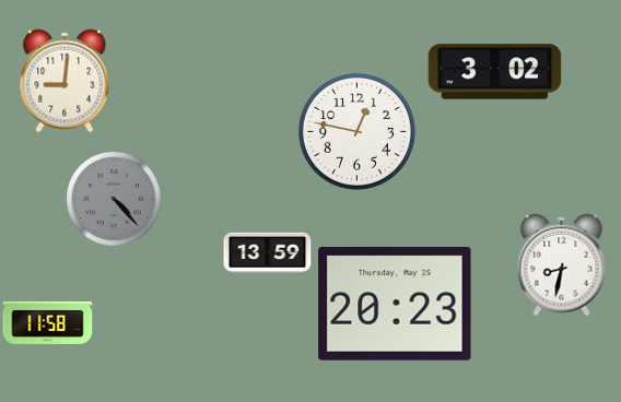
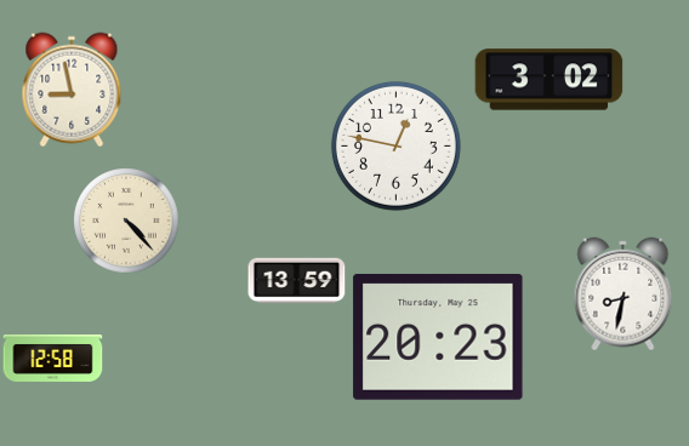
clock at (65, 81): 9:01 -> 8:58
clock at (114, 199) dial: grey -> cream
clock at (48, 322): 11:58 -> 12:58
